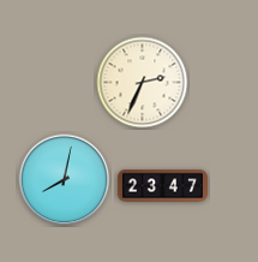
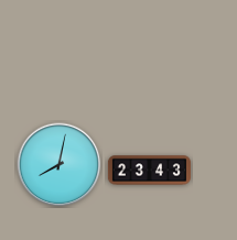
clock at (143, 83): 2:34 -> none
clock at (162, 186): 23:47 -> 23:43
